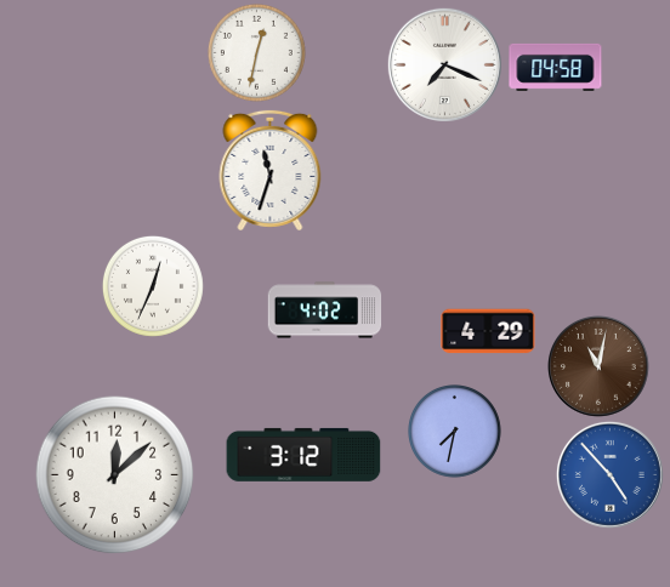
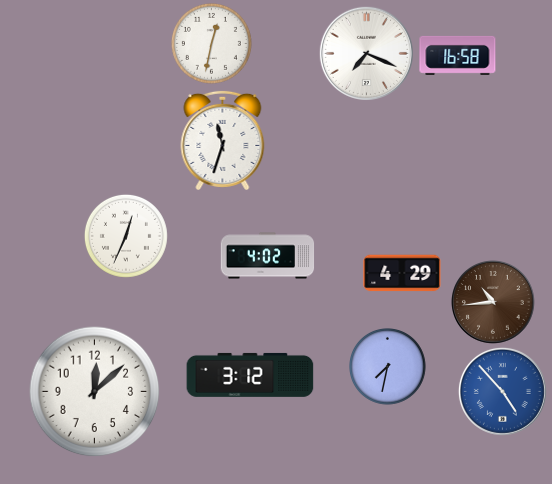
clock at (556, 67): 04:58 -> 16:58
clock at (600, 367): 11:02 -> 10:44
clock at (455, 432) position: (455, 432) -> (388, 367)
